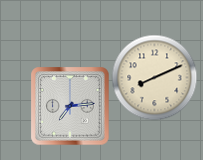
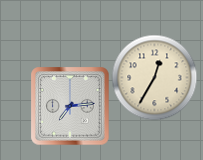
clock at (154, 77): 8:11 -> 12:35
